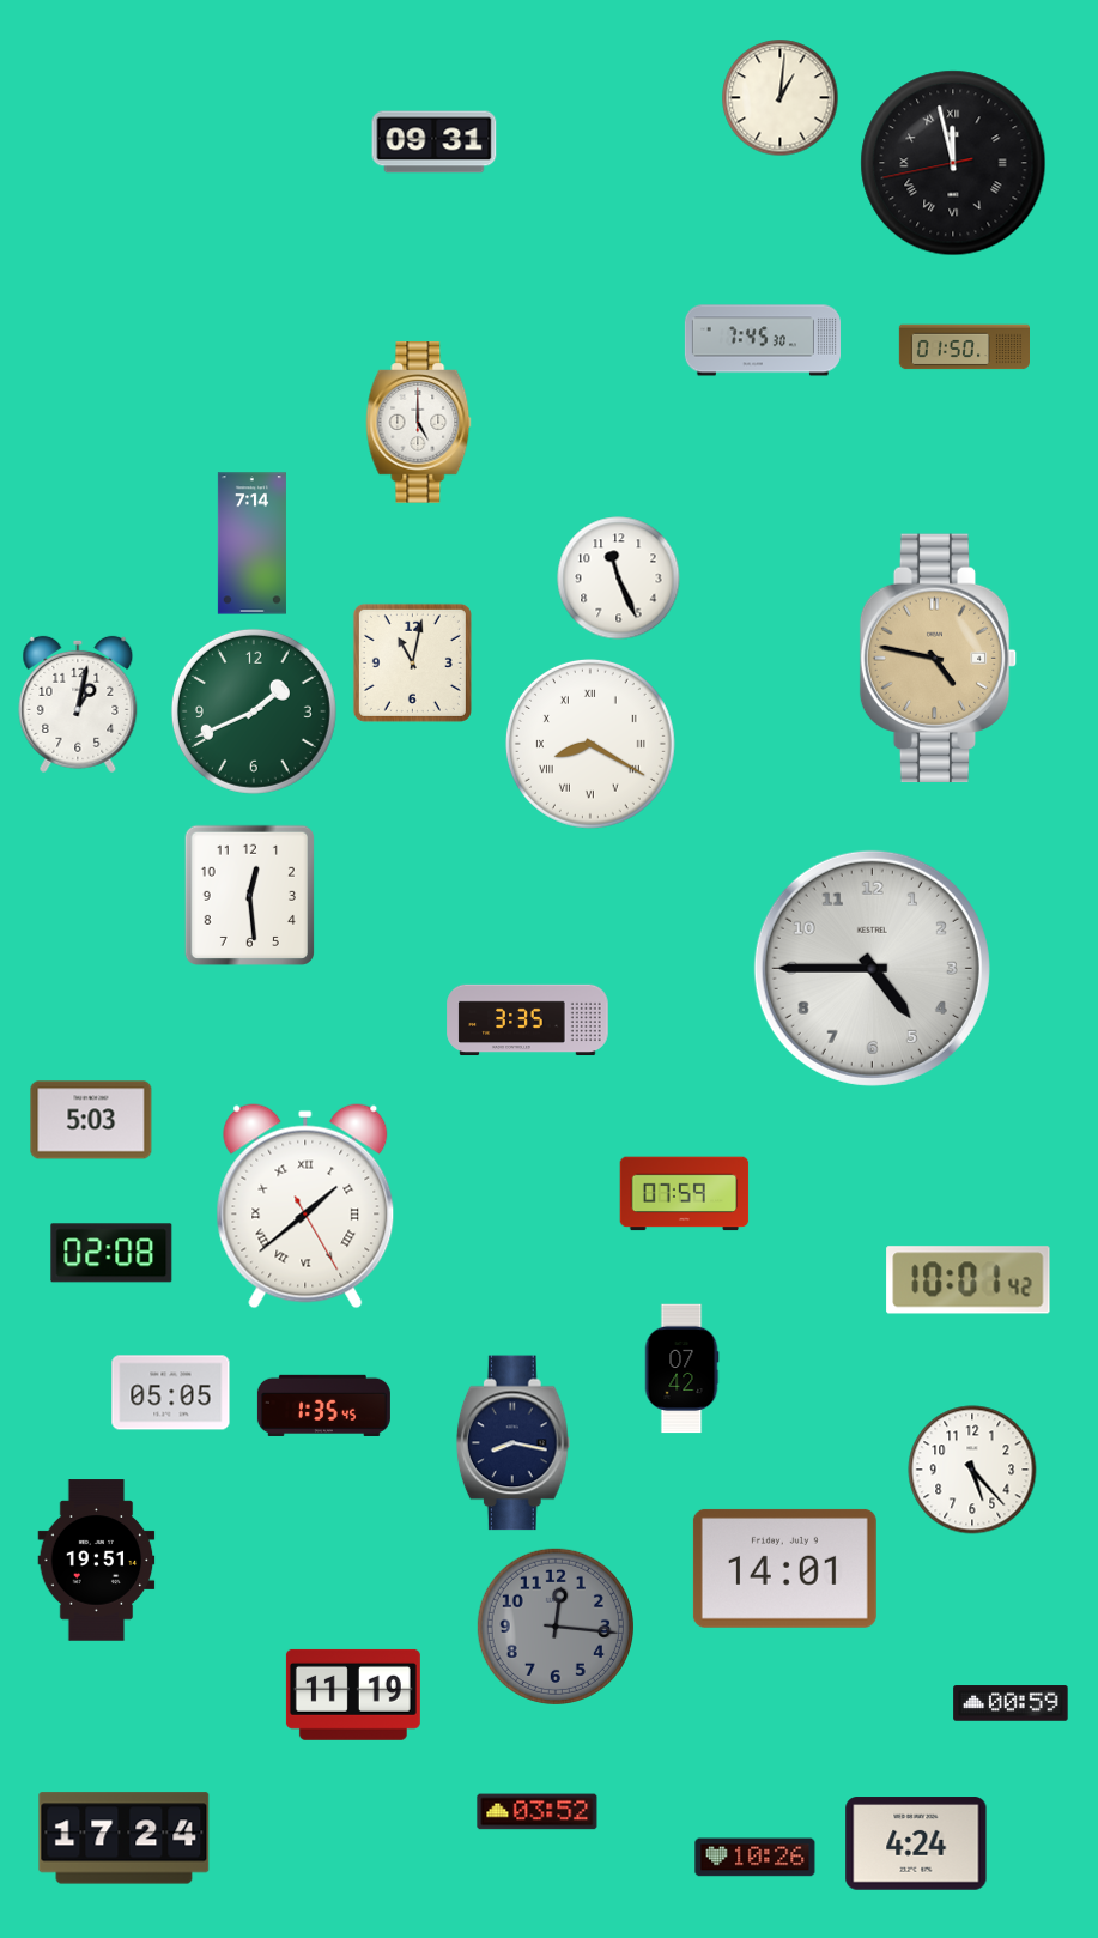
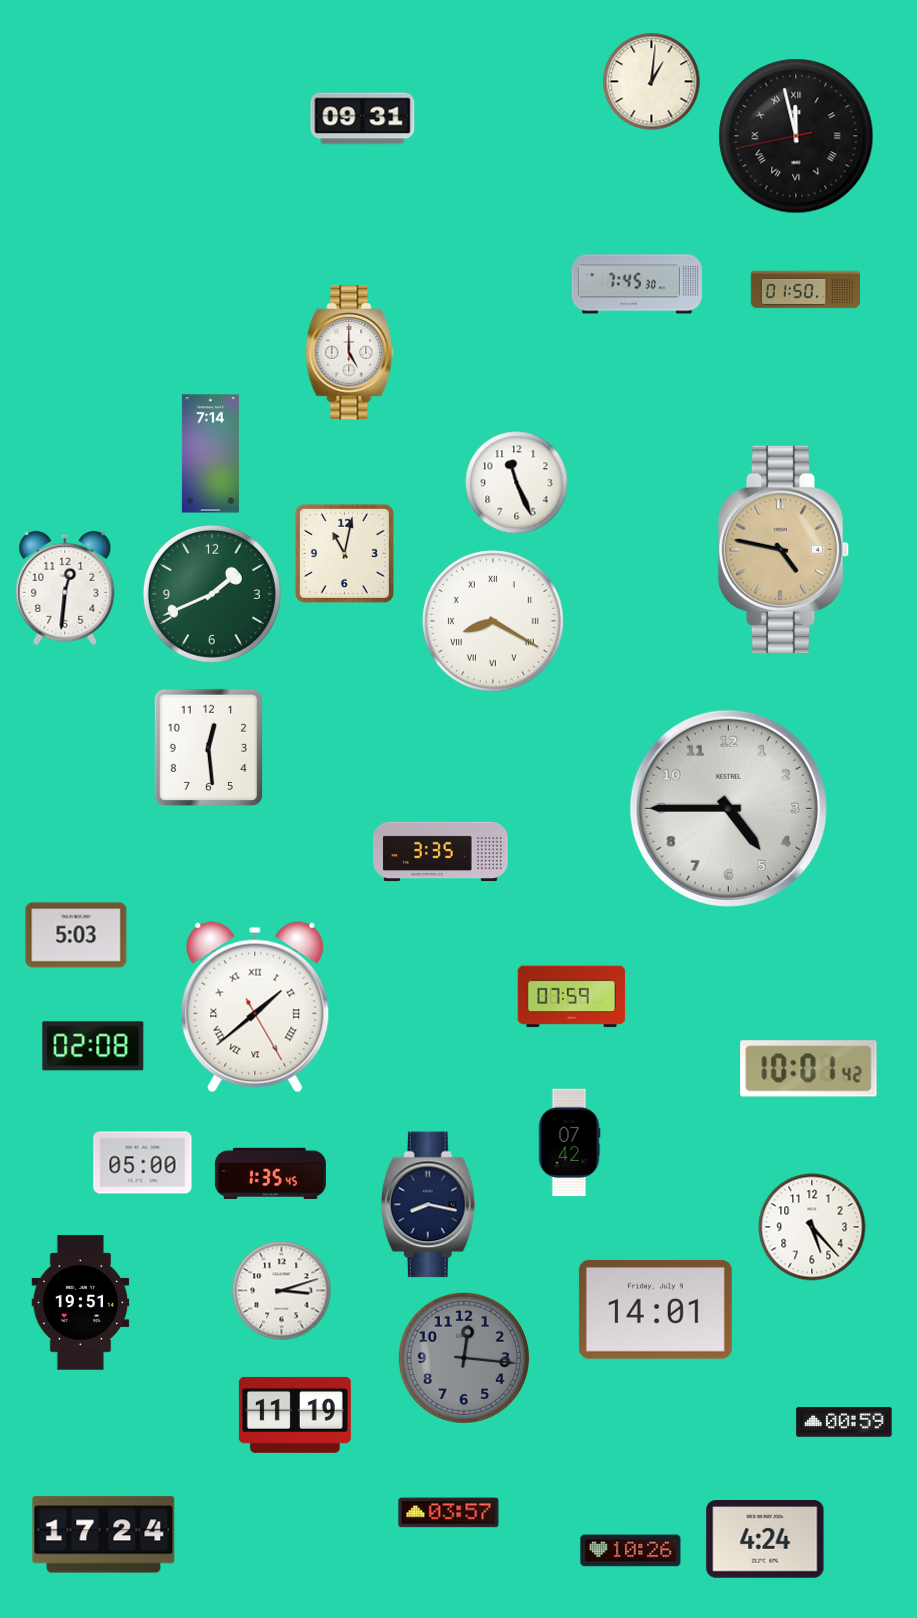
clock at (78, 704): 1:02 -> 12:31
clock at (171, 1393): 05:05 -> 05:00
clock at (282, 1291): none -> 3:12
clock at (538, 1812): 03:52 -> 03:57
